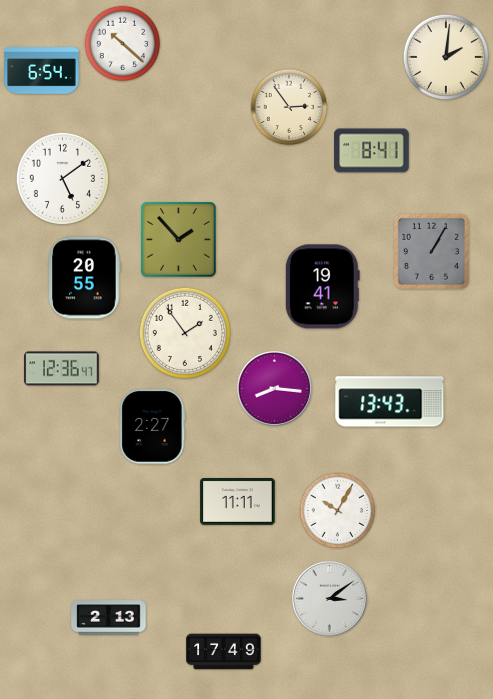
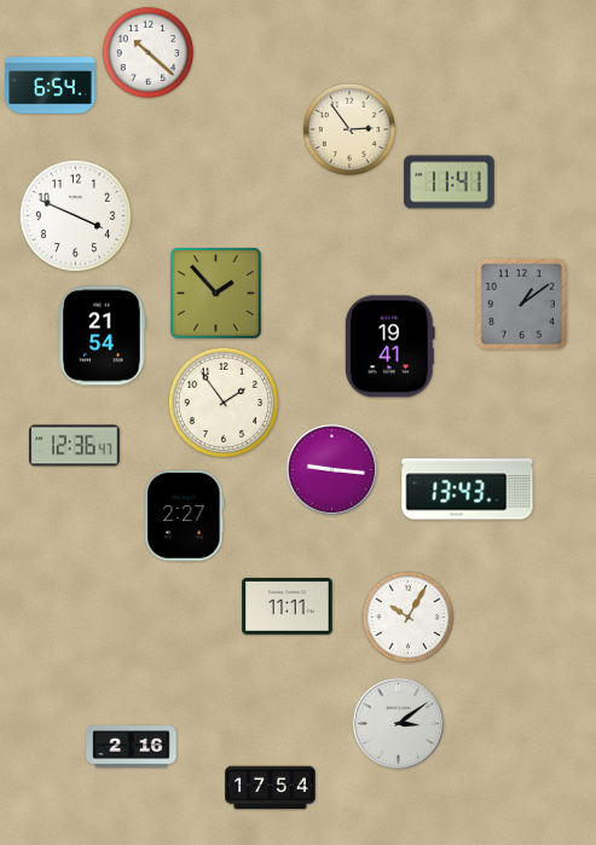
clock at (446, 57): 2:01 -> none
clock at (372, 151): 8:41 -> 11:41
clock at (62, 178): 5:09 -> 3:49
clock at (179, 240) position: (179, 240) -> (216, 294)
clock at (431, 251): 1:05 -> 1:09
clock at (85, 278): 20:55 -> 21:54
clock at (274, 388): 8:16 -> 9:16
clock at (390, 402) position: (390, 402) -> (468, 490)
clock at (109, 618): 2:13 -> 2:16
clock at (224, 652): 17:49 -> 17:54
